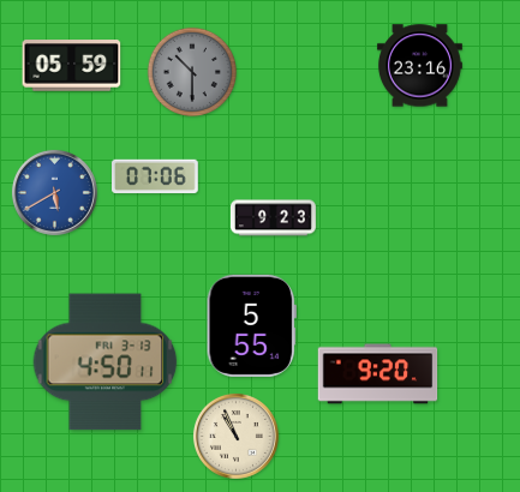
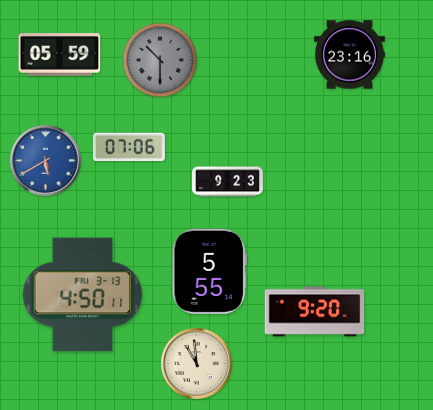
clock at (106, 362) position: (106, 362) -> (83, 295)
clock at (235, 436): 10:56 -> 10:59
